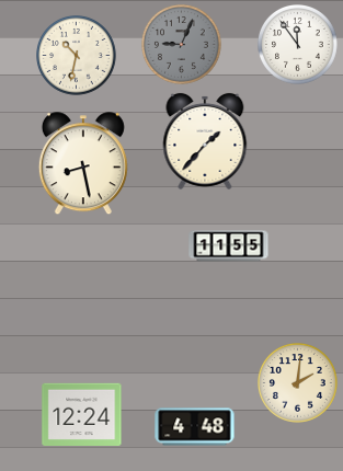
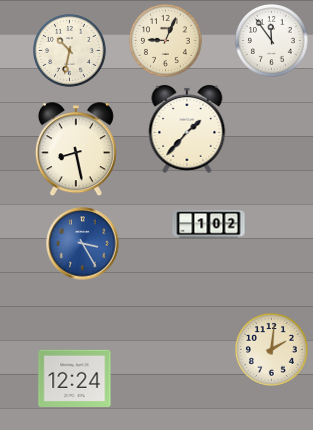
clock at (182, 45) dial: grey -> cream
clock at (229, 246): 11:55 -> 1:02
clock at (83, 244): none -> 3:25
clock at (195, 427): 4:48 -> none
